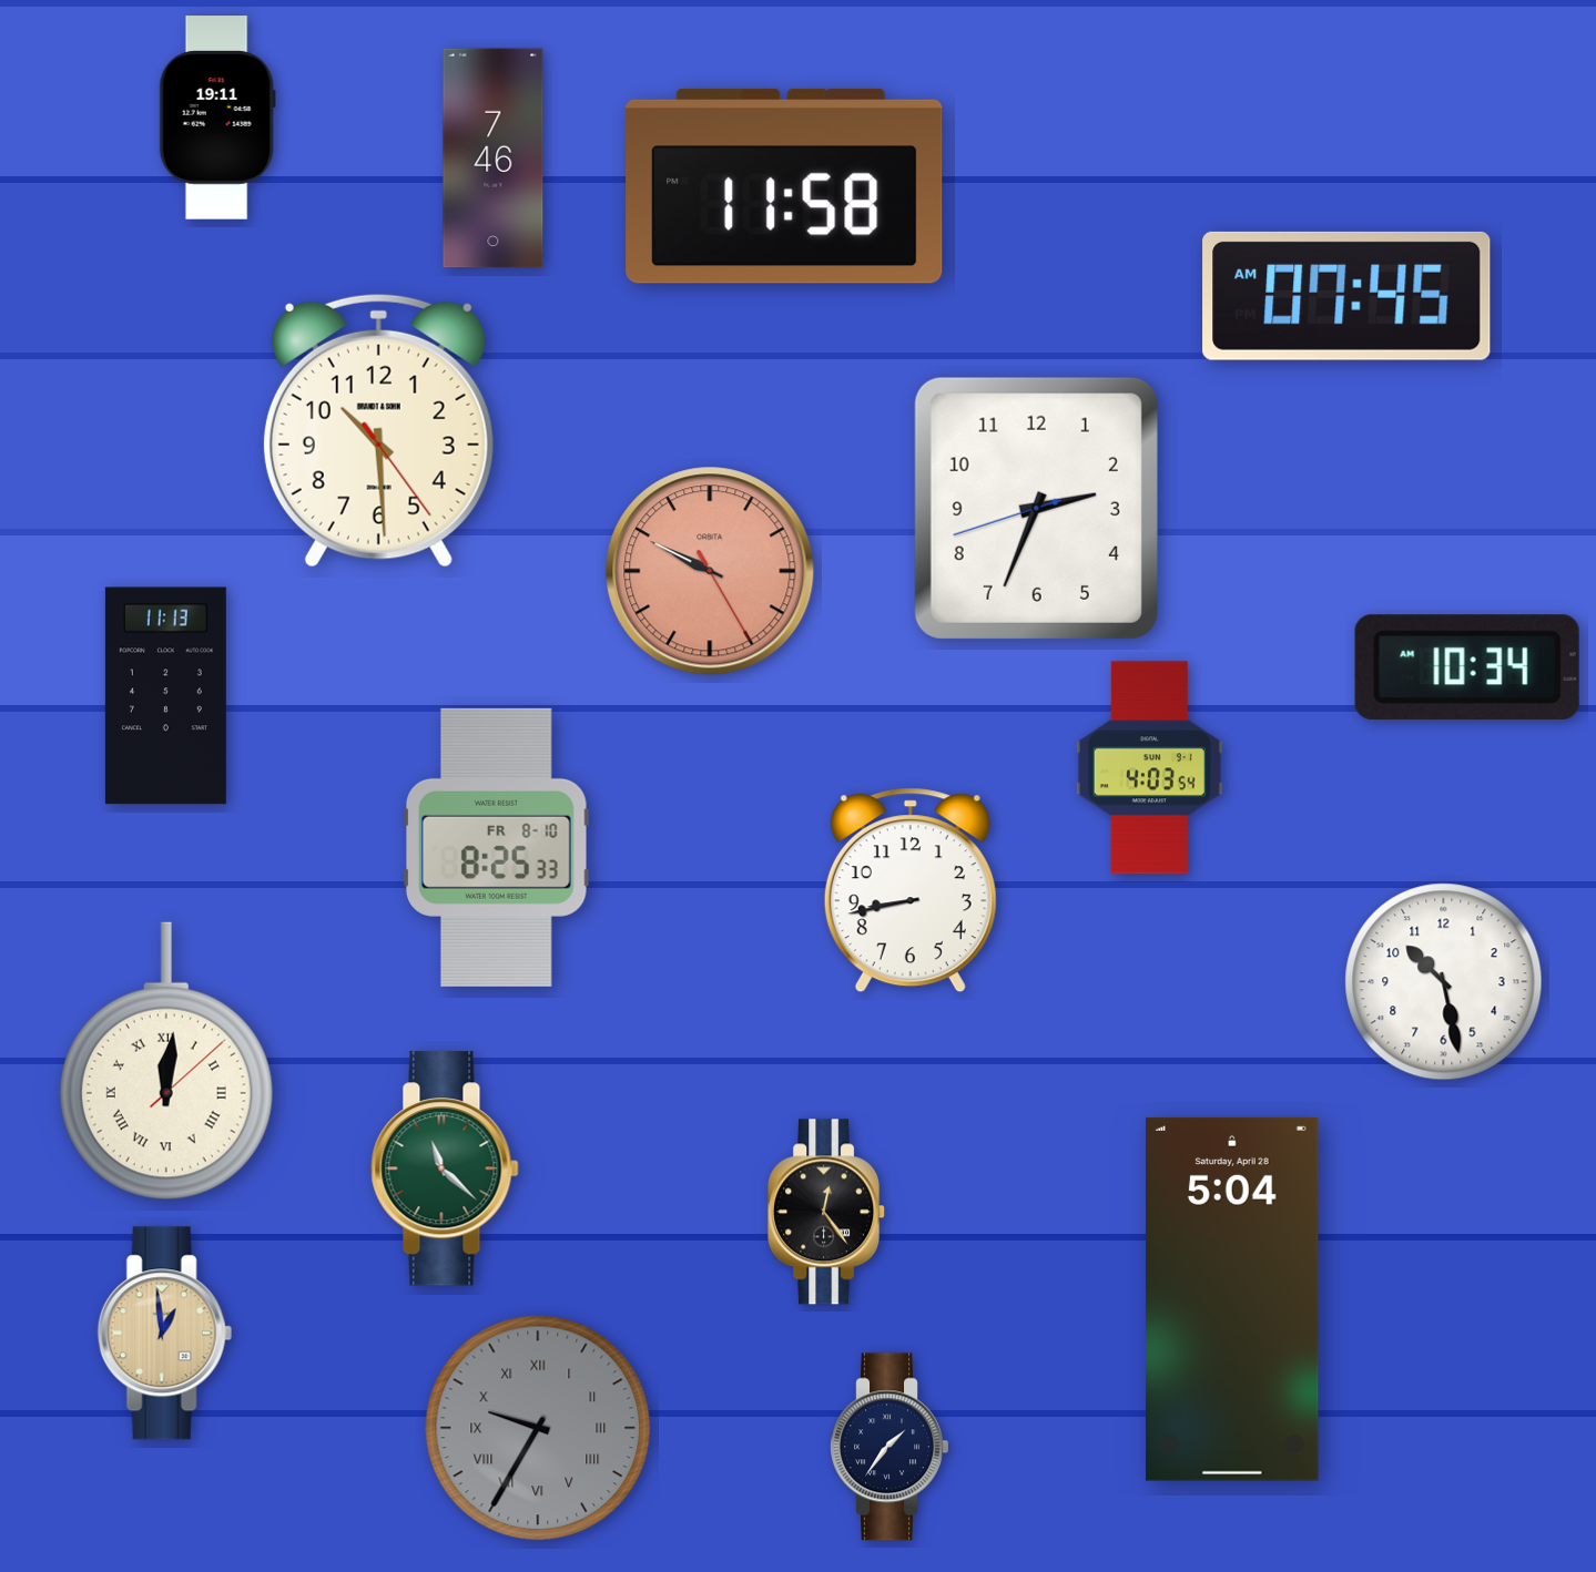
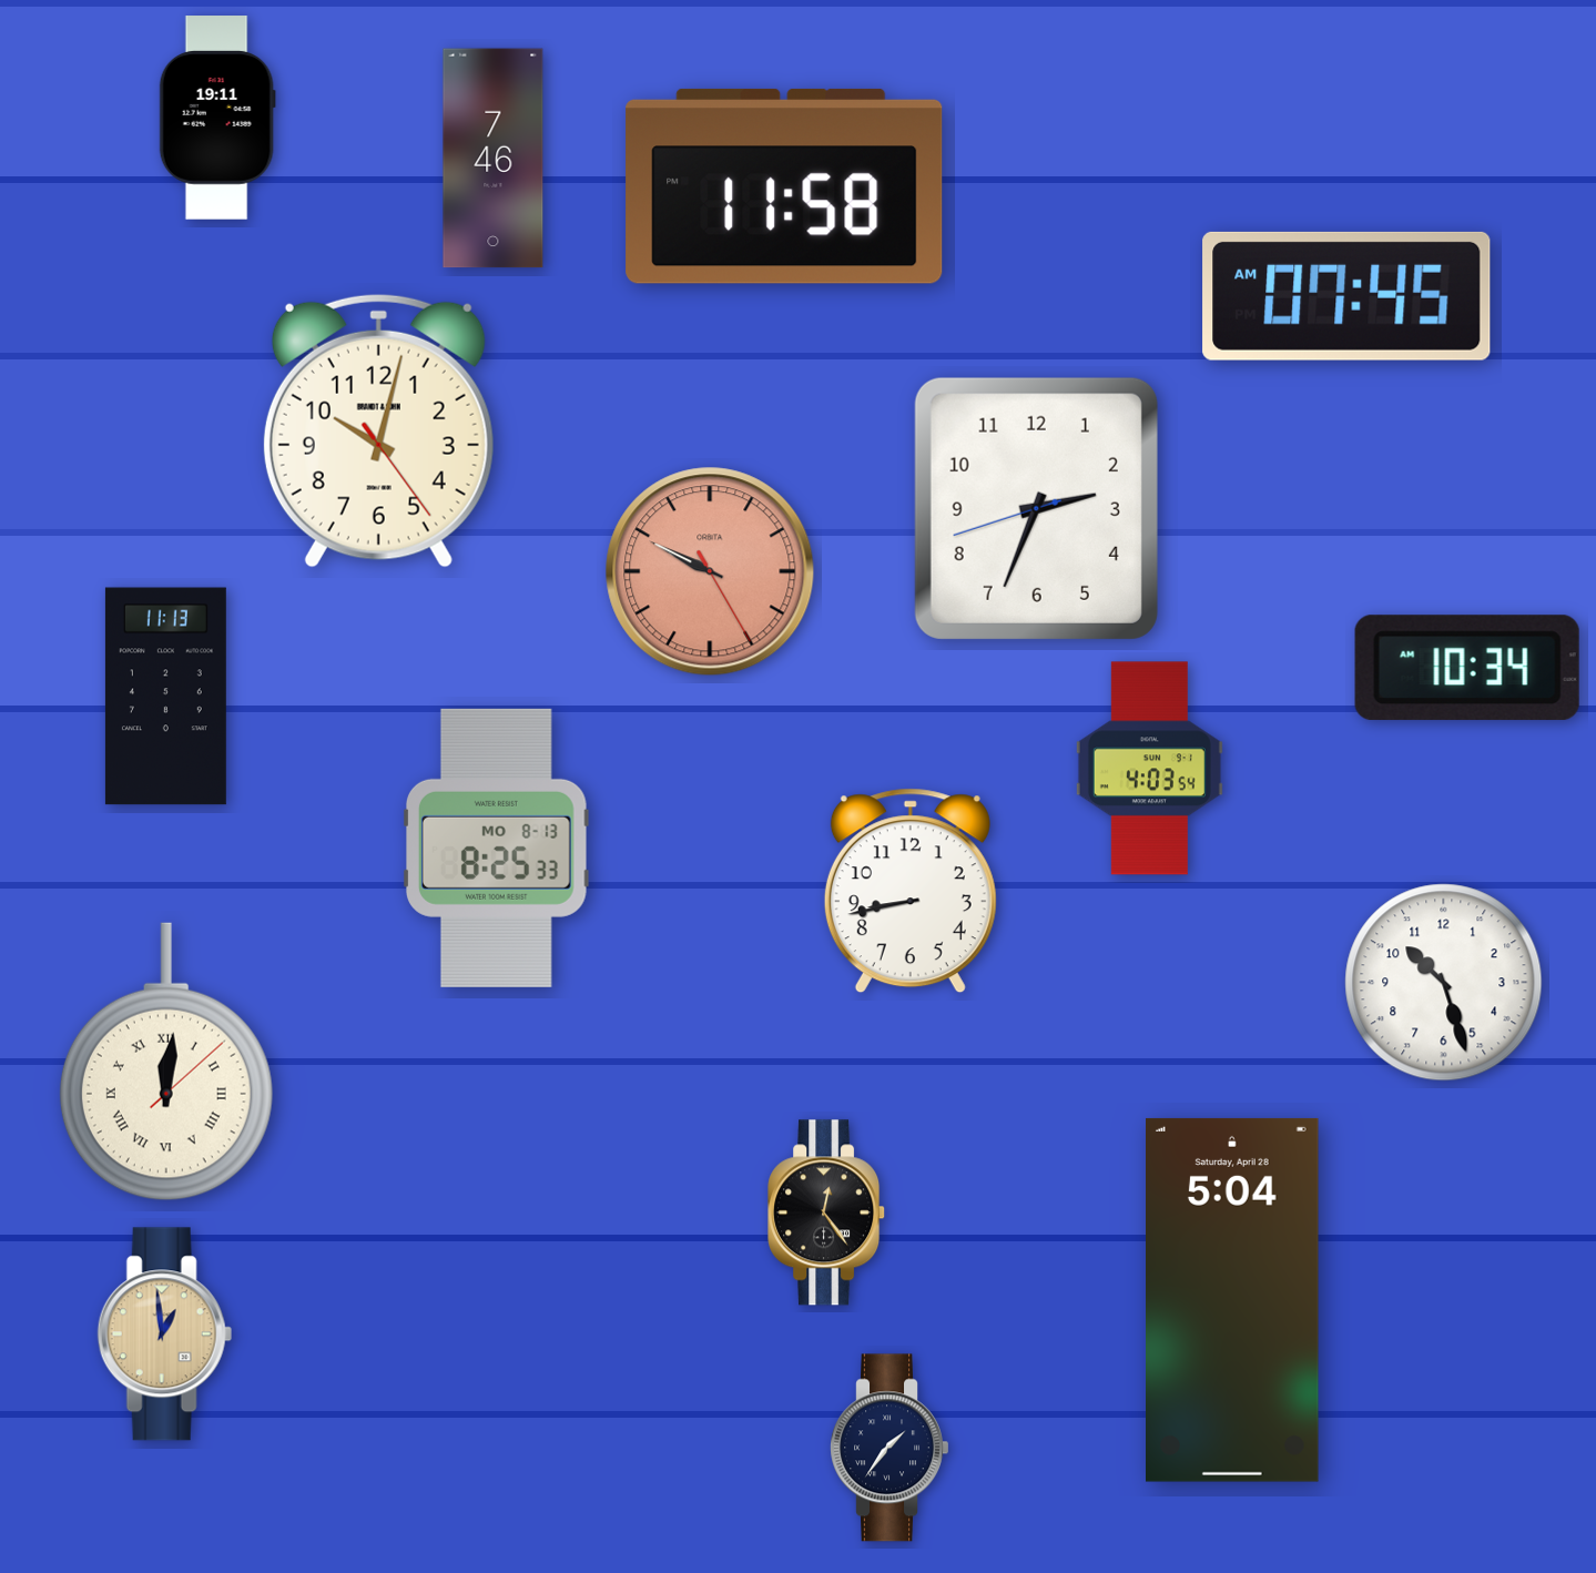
clock at (378, 430): 10:29 -> 10:02
clock at (497, 847) date: FR 8-10 -> MO 8-13
clock at (1444, 982): 10:28 -> 10:27
clock at (445, 1168): 11:22 -> none
clock at (538, 1428): 9:35 -> none
